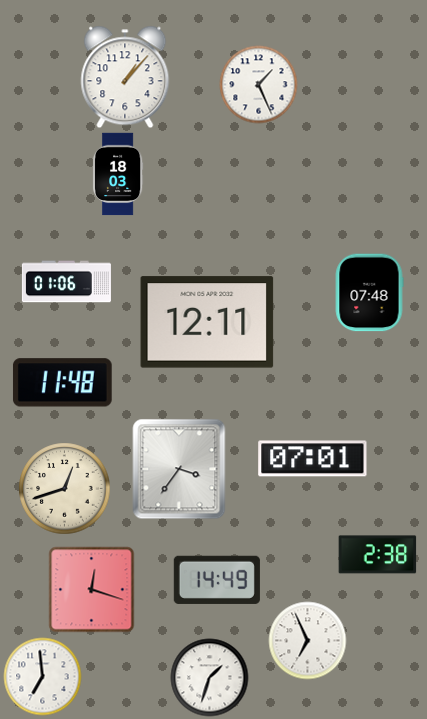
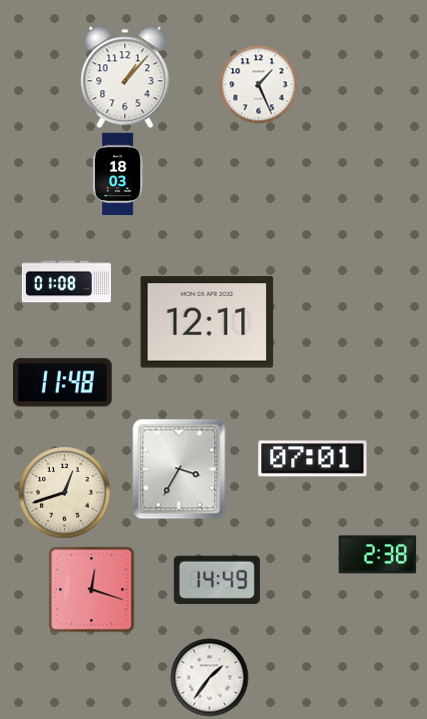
clock at (66, 282): 01:06 -> 01:08
clock at (369, 292): 07:48 -> none
clock at (179, 469): 3:36 -> 3:35
clock at (64, 488) position: (64, 488) -> (64, 492)
clock at (307, 640): 6:56 -> none
clock at (42, 676): 6:59 -> none
clock at (209, 677): 1:33 -> 1:36
